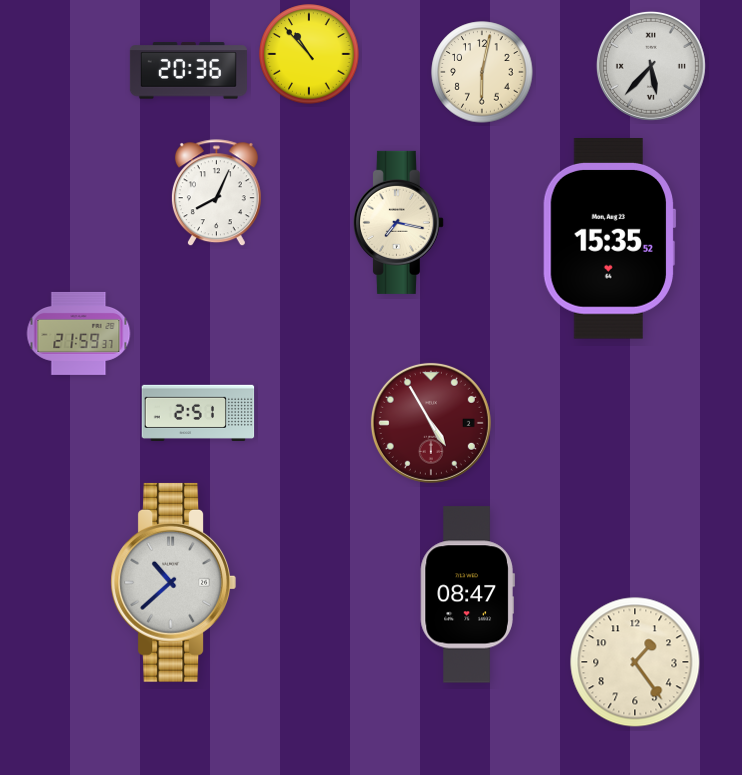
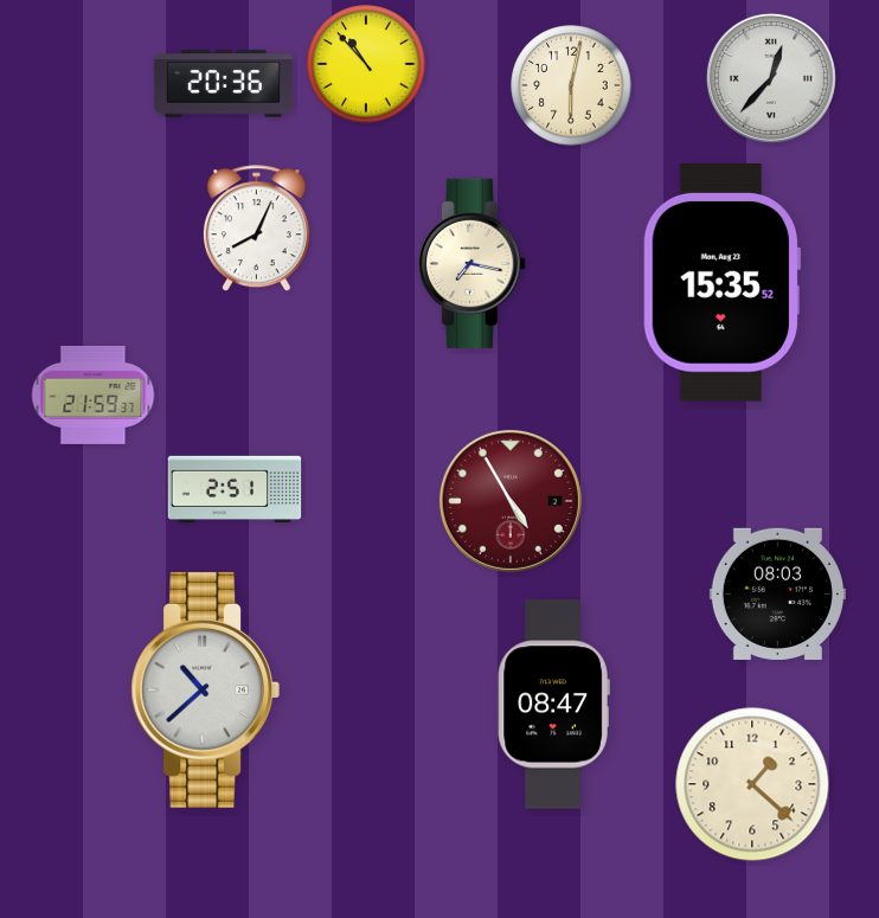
clock at (651, 66): 5:37 -> 12:37
clock at (777, 593): none -> 08:03
clock at (635, 662): 1:24 -> 1:22
